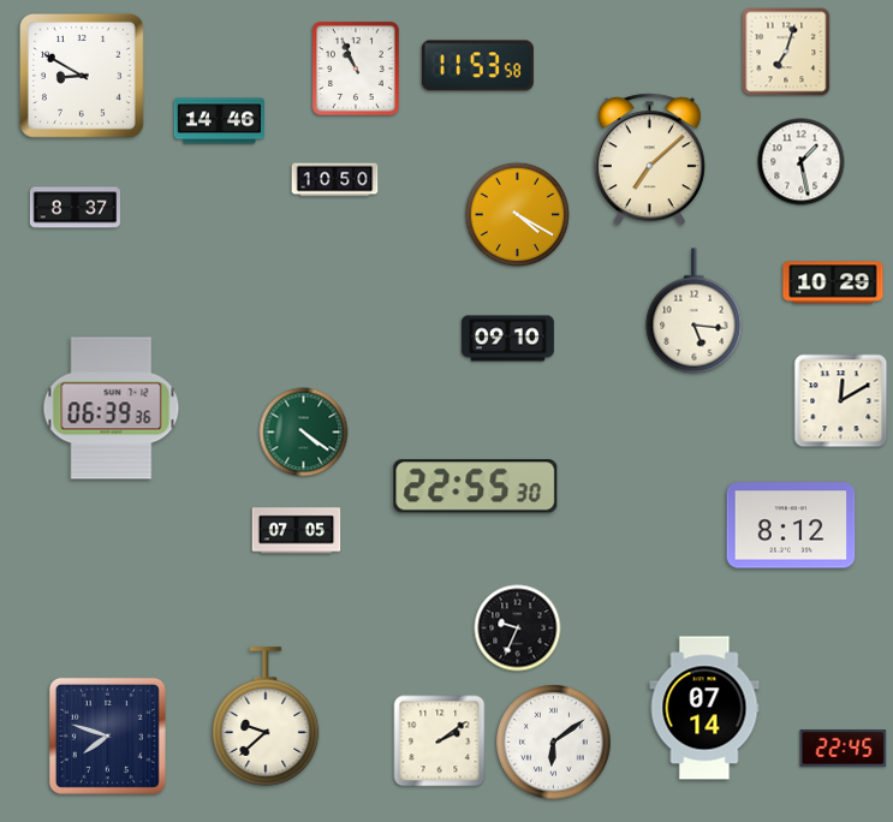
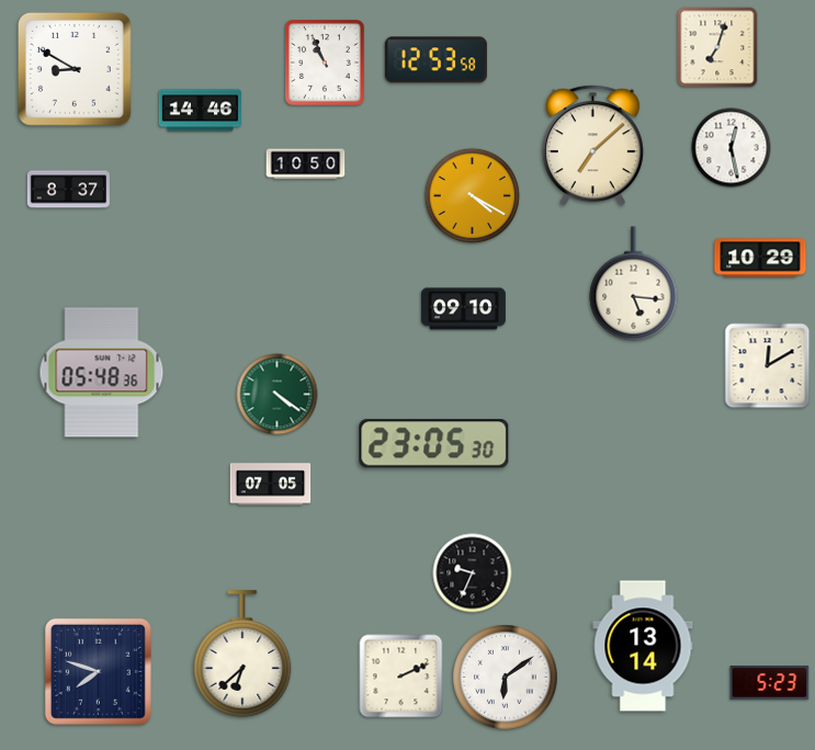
clock at (477, 66): 11:53 -> 12:53
clock at (802, 162): 1:28 -> 12:28
clock at (112, 409): 06:39 -> 05:48
clock at (476, 487): 22:55 -> 23:05
clock at (791, 525): 8:12 -> none
clock at (704, 708): 07:14 -> 13:14
clock at (266, 716): 9:38 -> 6:38
clock at (440, 741): 2:09 -> 2:11
clock at (844, 749): 22:45 -> 5:23
